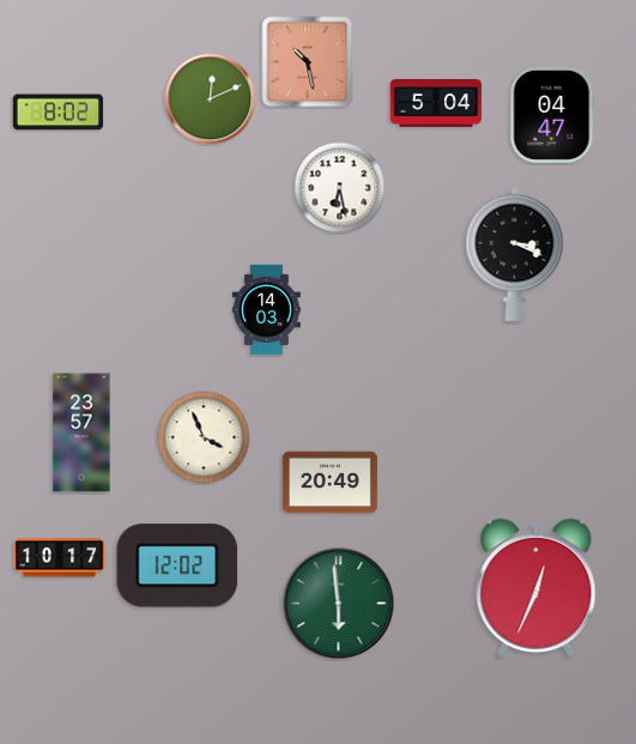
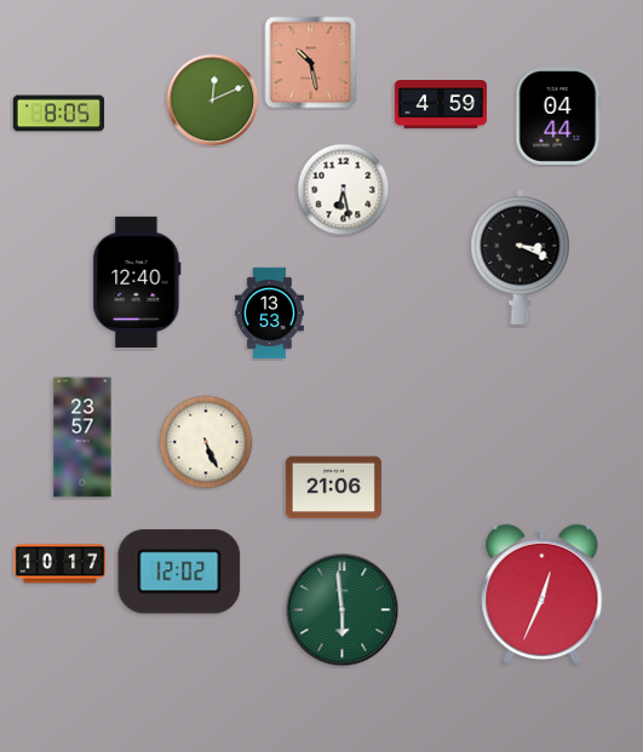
clock at (436, 104): 5:04 -> 4:59
clock at (59, 113): 8:02 -> 8:05
clock at (552, 115): 04:47 -> 04:44
clock at (137, 282): none -> 12:40
clock at (266, 310): 14:03 -> 13:53
clock at (204, 437): 3:56 -> 5:26
clock at (329, 483): 20:49 -> 21:06
